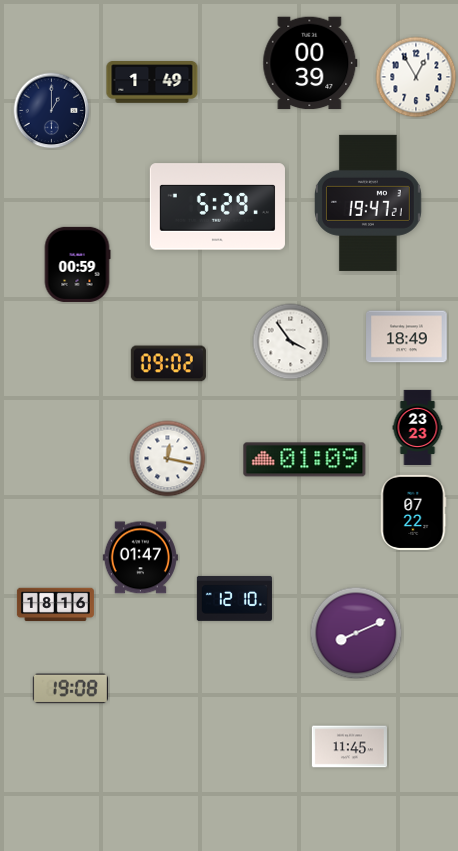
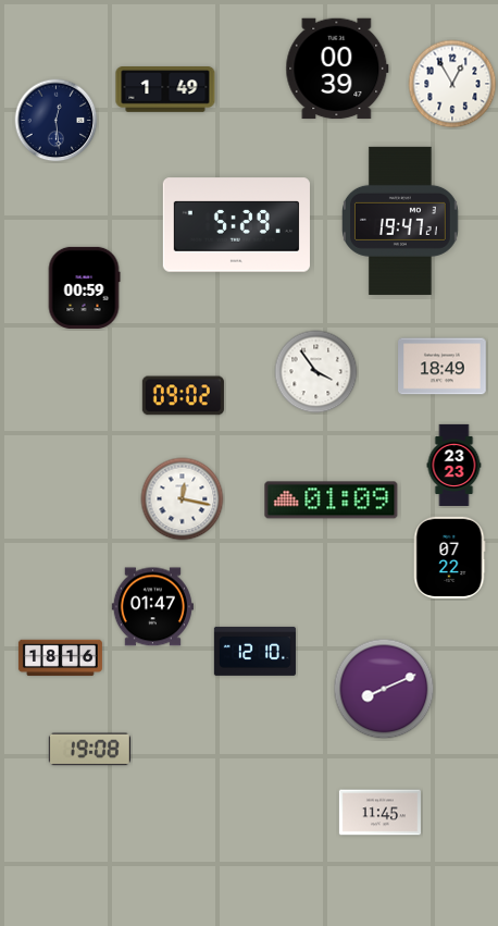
clock at (52, 111): 1:00 -> 12:29
clock at (356, 633) position: (356, 633) -> (384, 689)
clock at (70, 689) position: (70, 689) -> (89, 750)
